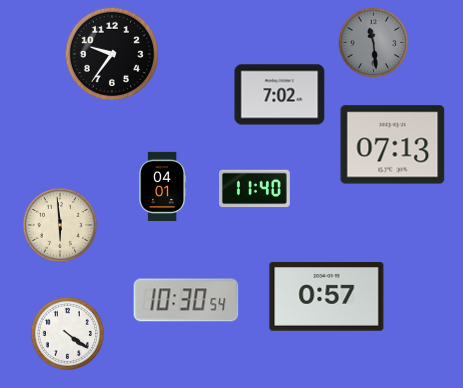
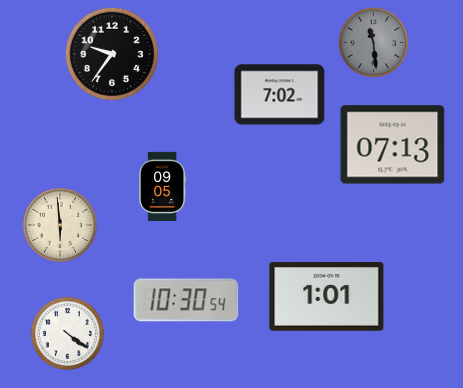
clock at (163, 186): 04:01 -> 09:05
clock at (255, 189): 11:40 -> none
clock at (327, 297): 0:57 -> 1:01
